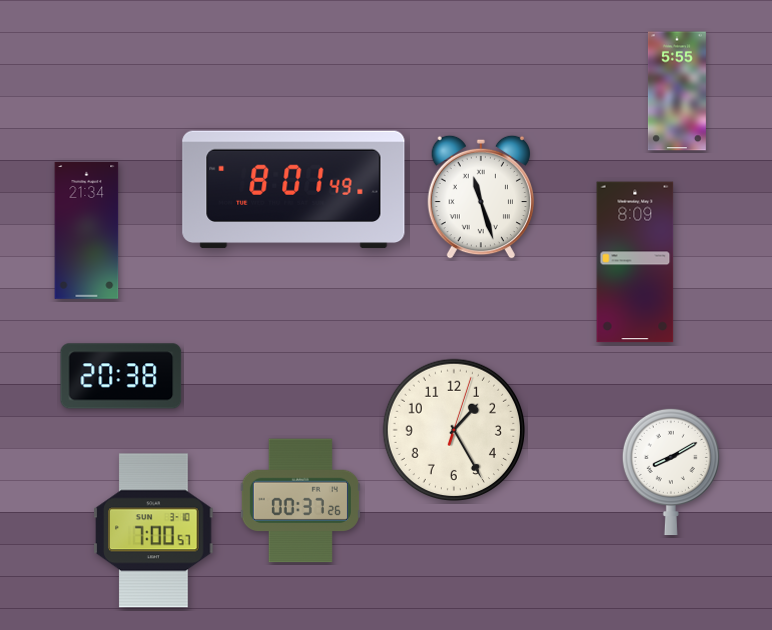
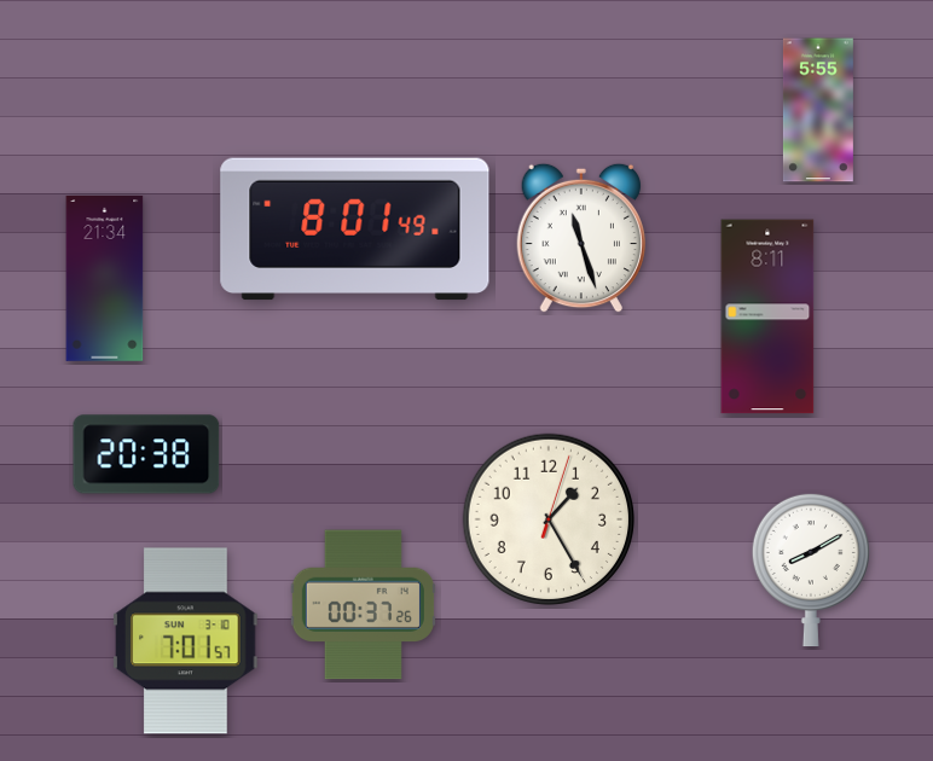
clock at (635, 262): 8:09 -> 8:11
clock at (154, 531): 7:00 -> 7:01
